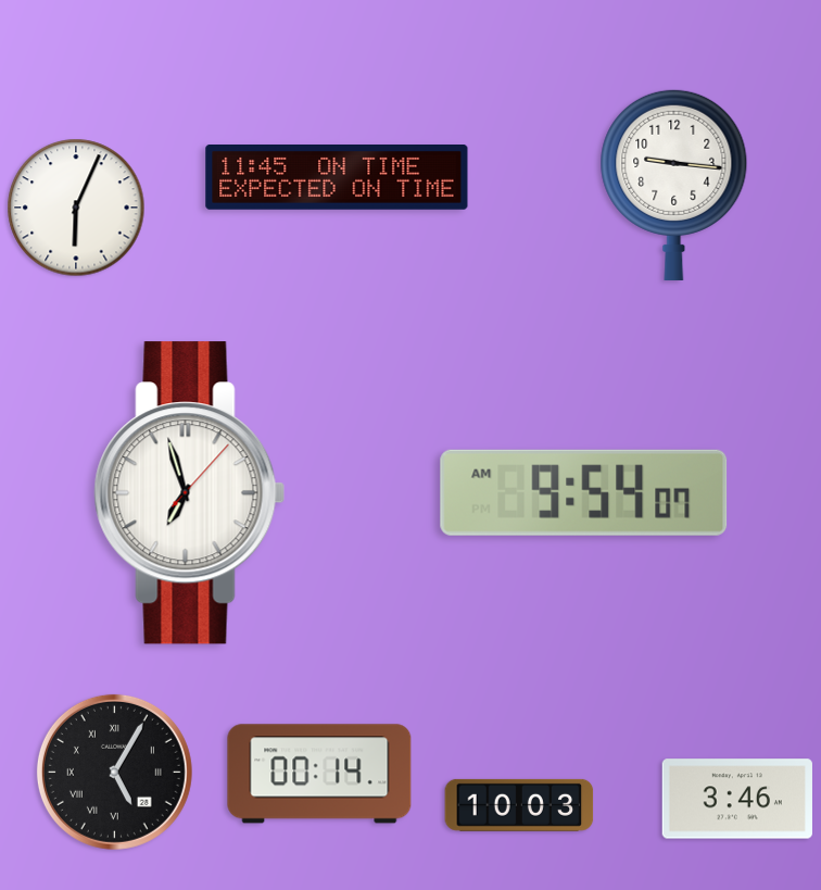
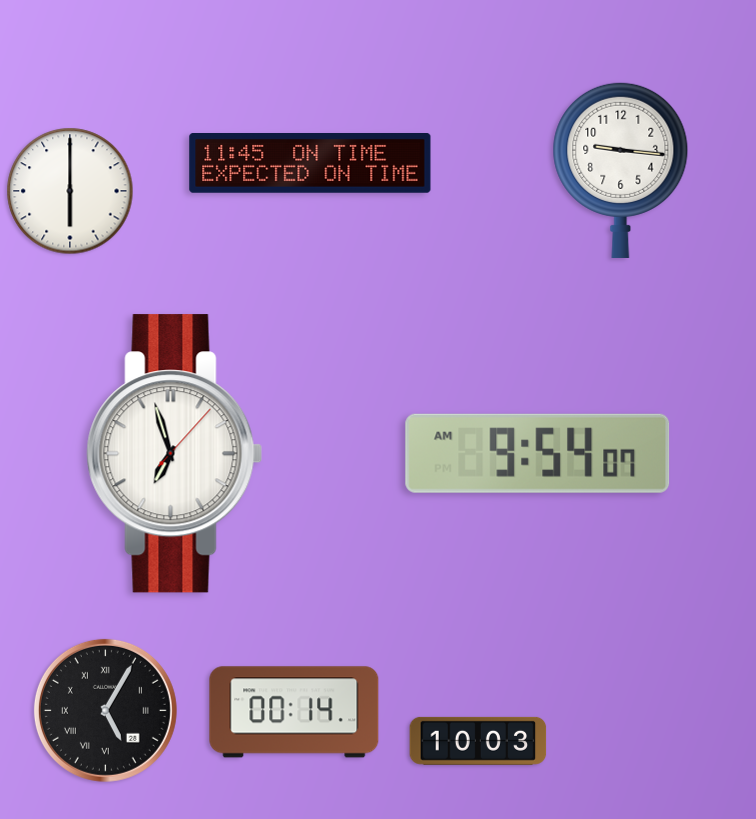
clock at (76, 208): 6:04 -> 6:00
clock at (737, 799): 3:46 -> none
